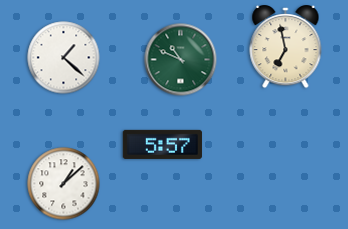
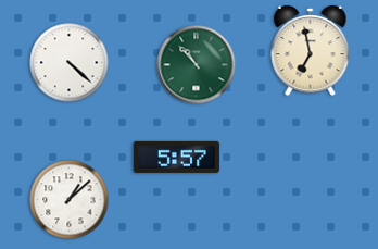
clock at (64, 58): 1:22 -> 4:22
clock at (181, 60): 10:49 -> 10:53
